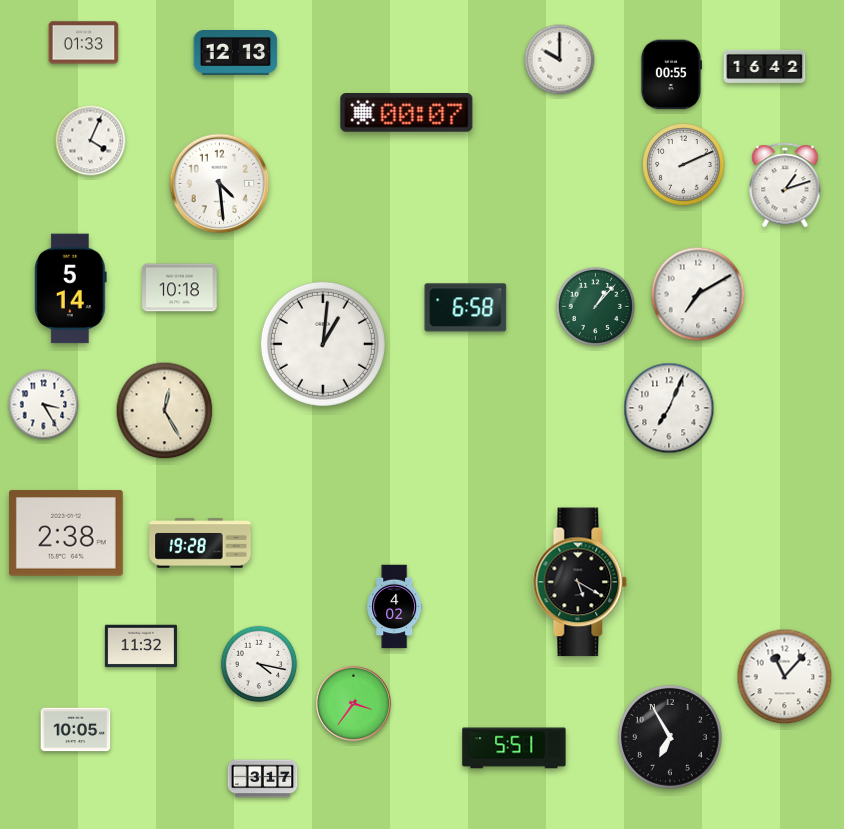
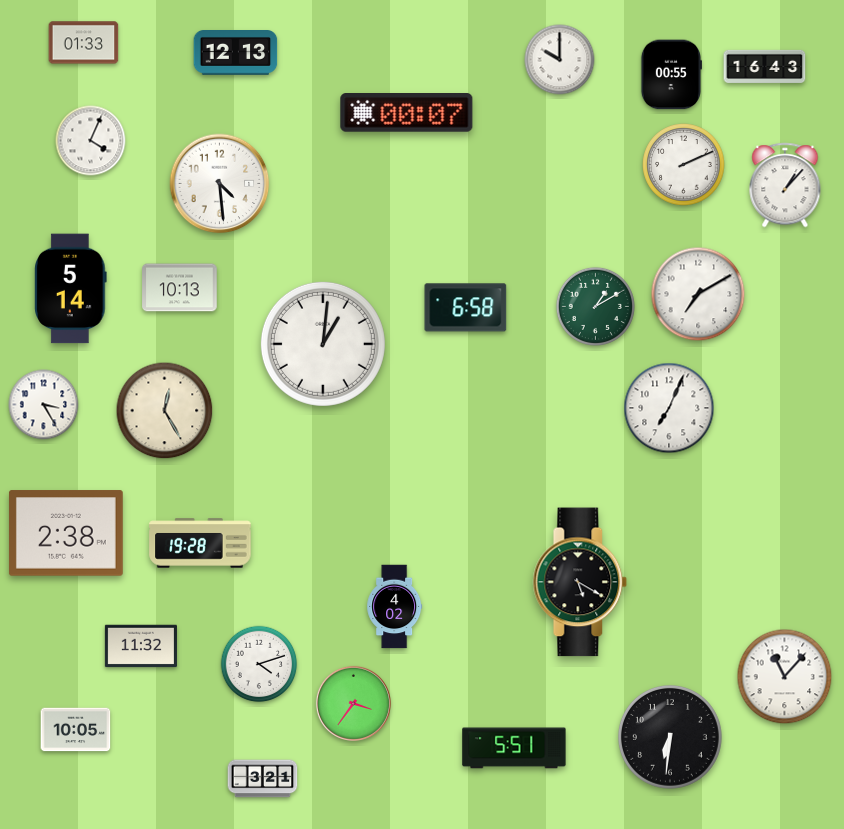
clock at (765, 66): 16:42 -> 16:43
clock at (785, 185): 1:12 -> 1:07
clock at (180, 288): 10:18 -> 10:13
clock at (595, 306): 1:07 -> 1:10
clock at (259, 664): 4:17 -> 4:12
clock at (670, 737): 6:55 -> 6:31
clock at (263, 779): 3:17 -> 3:21
